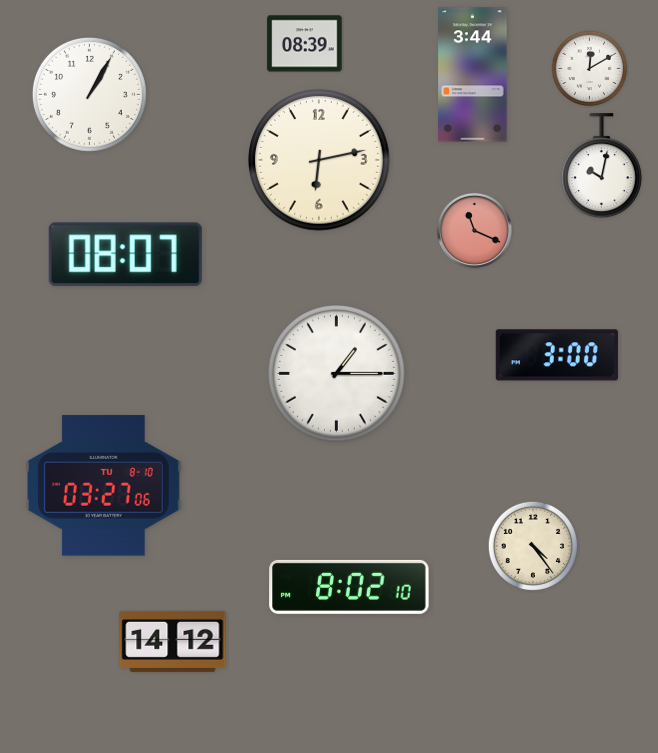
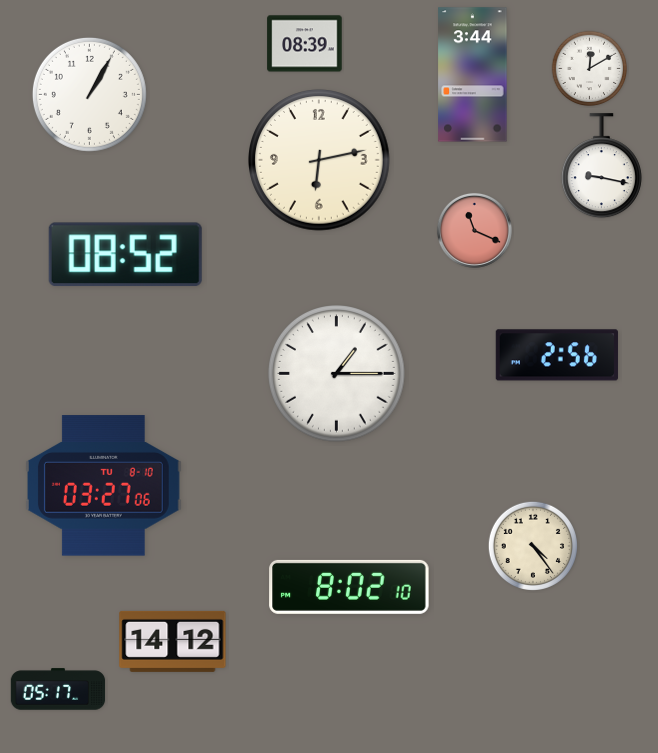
clock at (601, 166): 10:02 -> 9:17
clock at (125, 254): 08:07 -> 08:52
clock at (557, 355): 3:00 -> 2:56
clock at (58, 689): none -> 05:17
